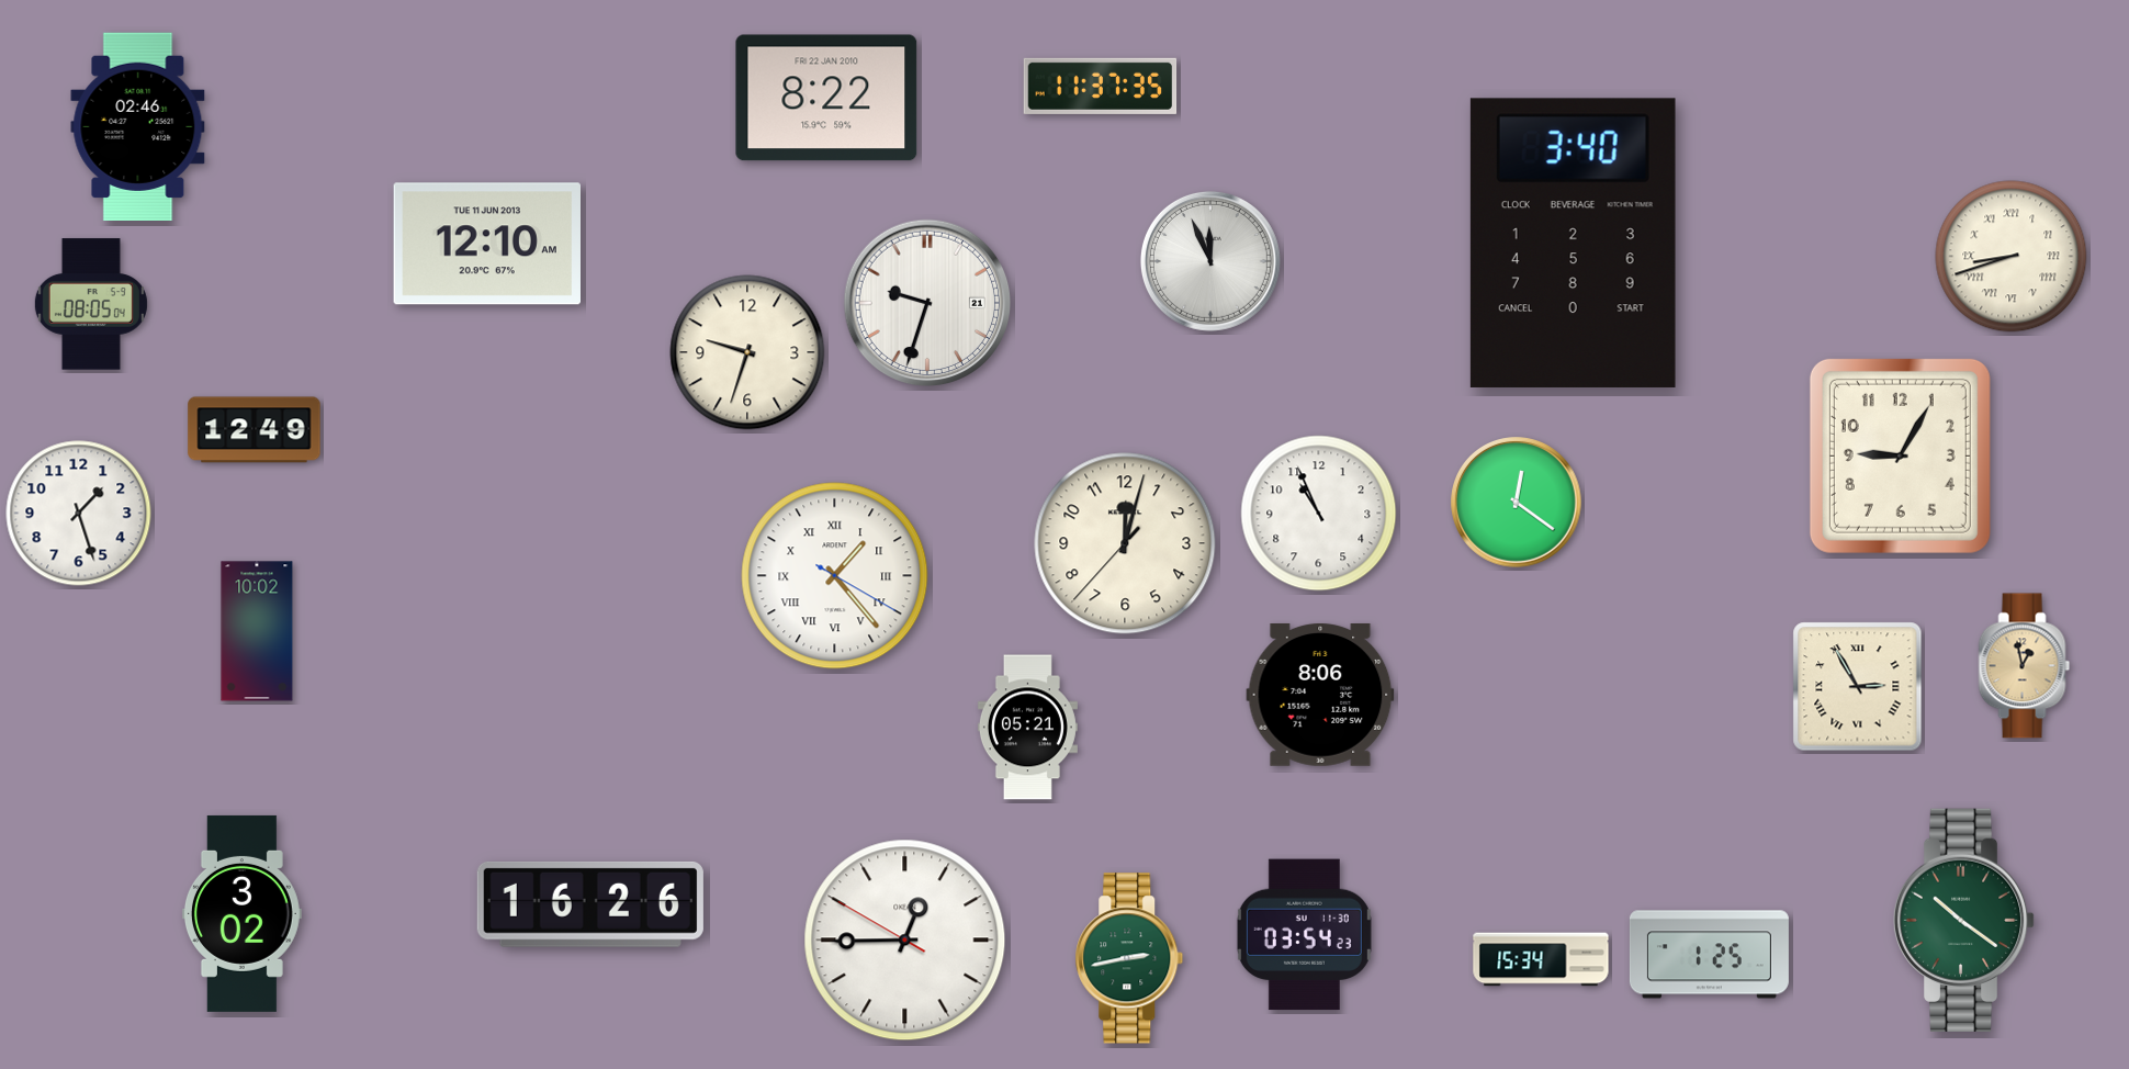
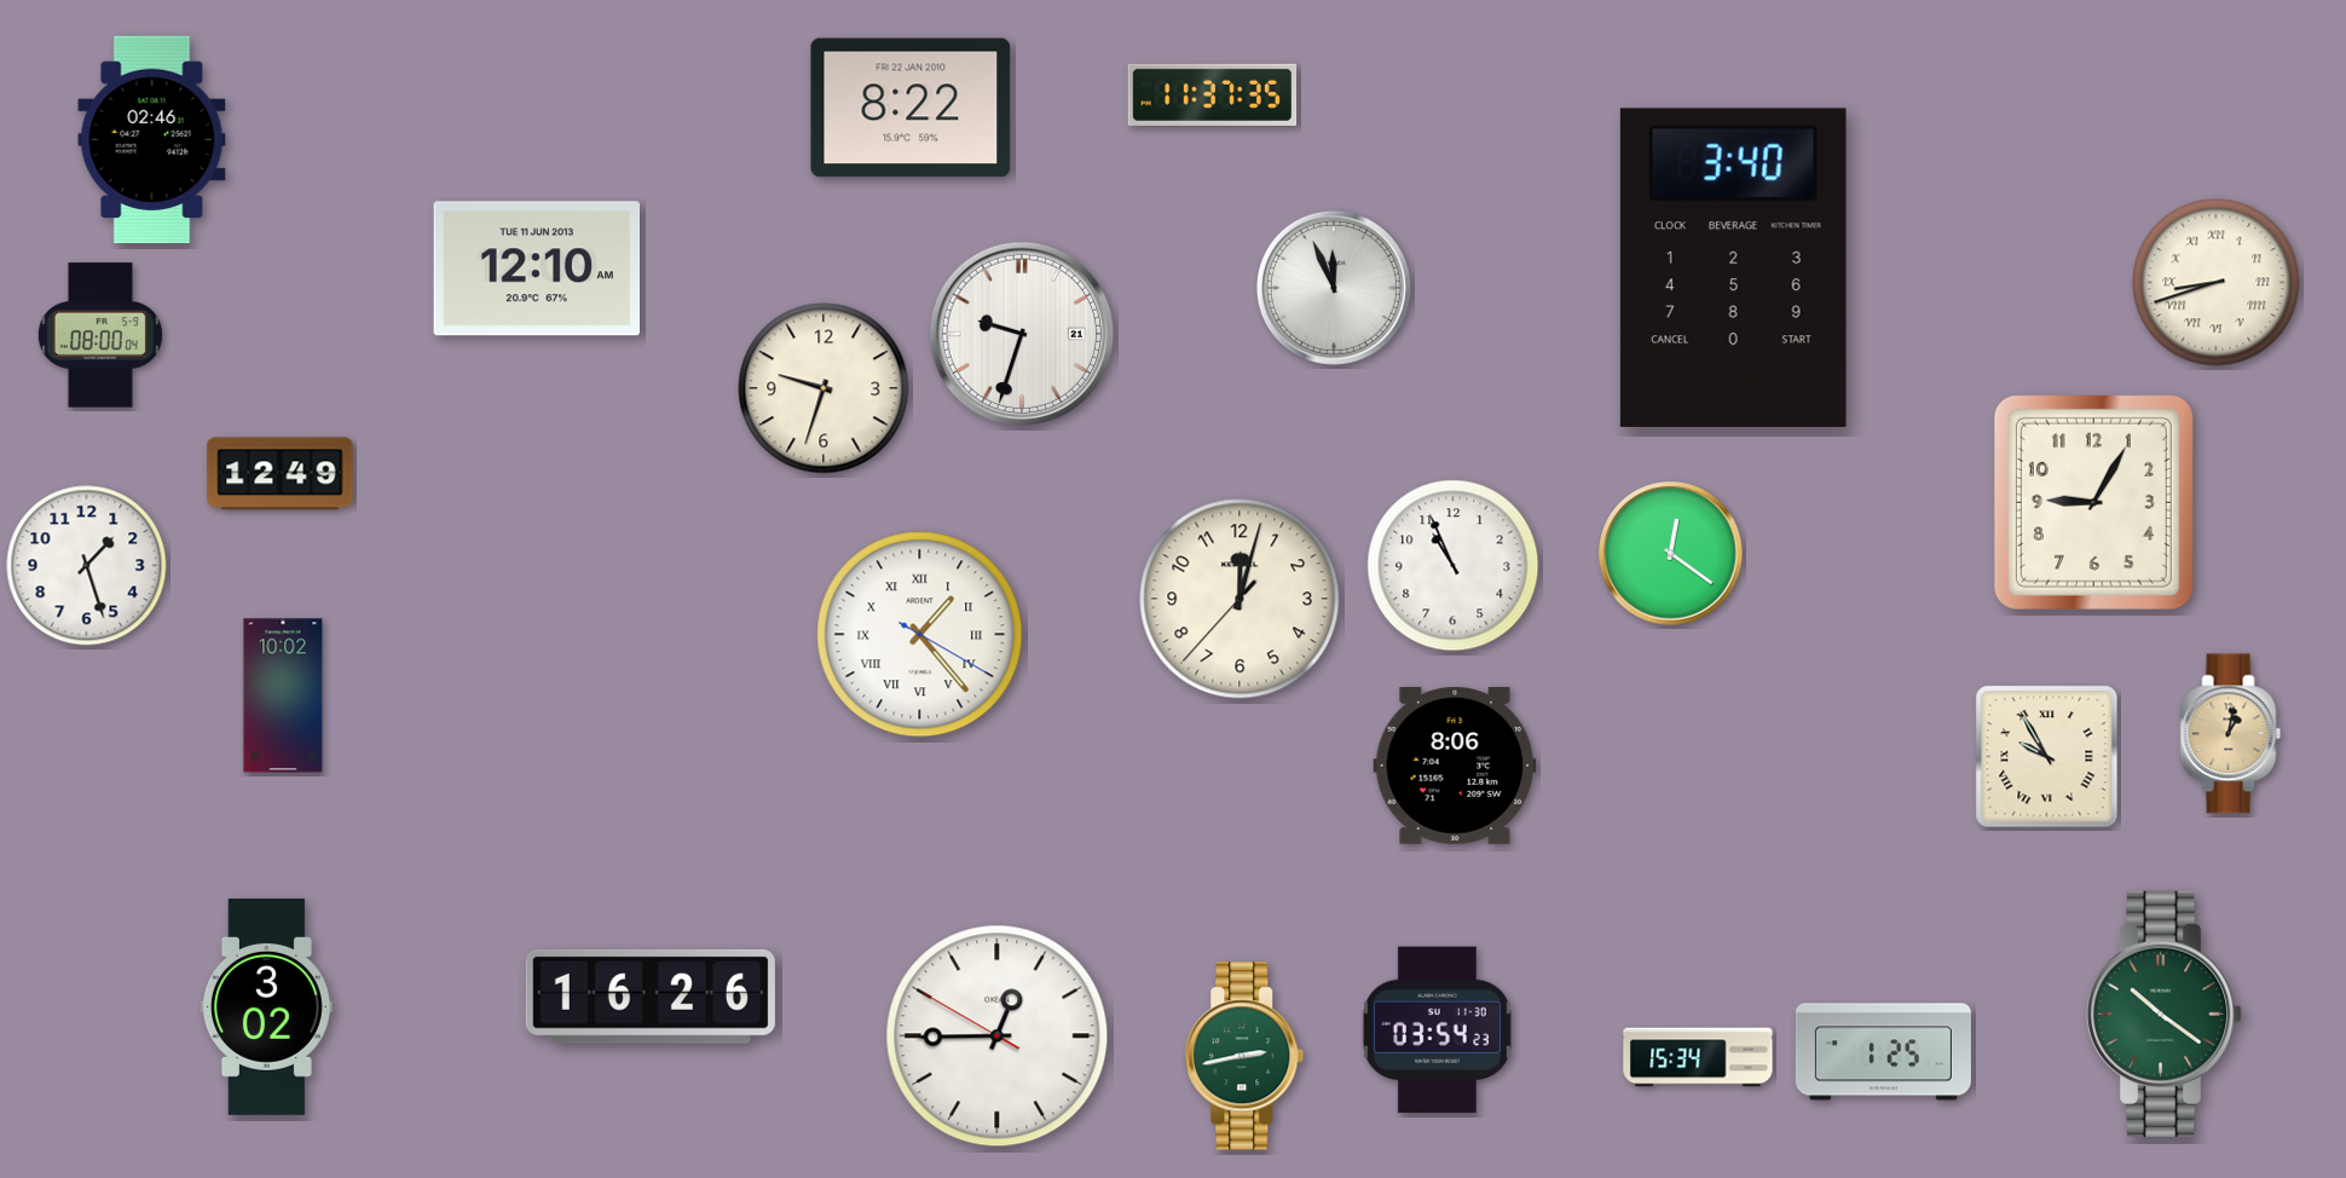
clock at (91, 304): 08:05 -> 08:00
clock at (2025, 666): 12:58 -> 1:02
clock at (1858, 687): 2:55 -> 9:55
clock at (1027, 728): 05:21 -> none
